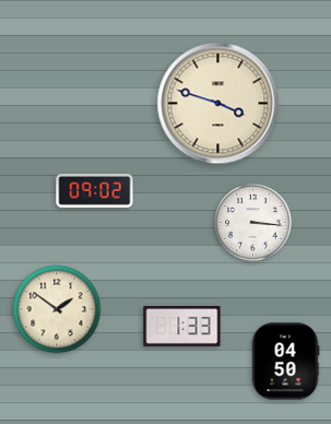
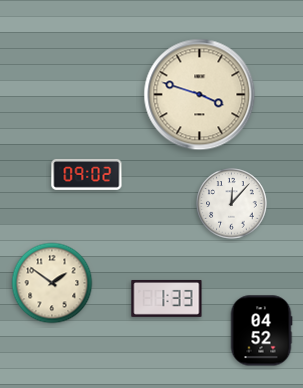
clock at (253, 223): 3:16 -> 12:07
clock at (285, 362): 04:50 -> 04:52
